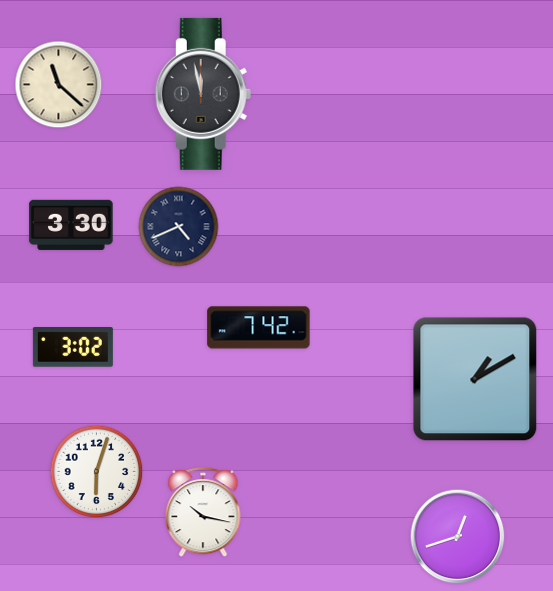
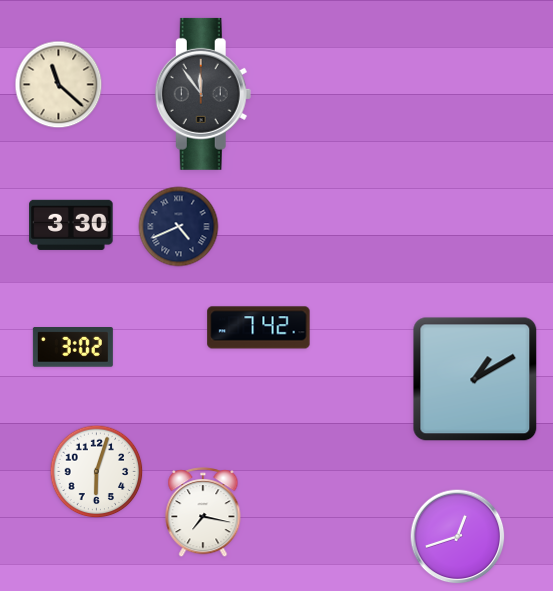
clock at (203, 94): 11:58 -> 11:54
clock at (203, 513): 10:17 -> 7:17
